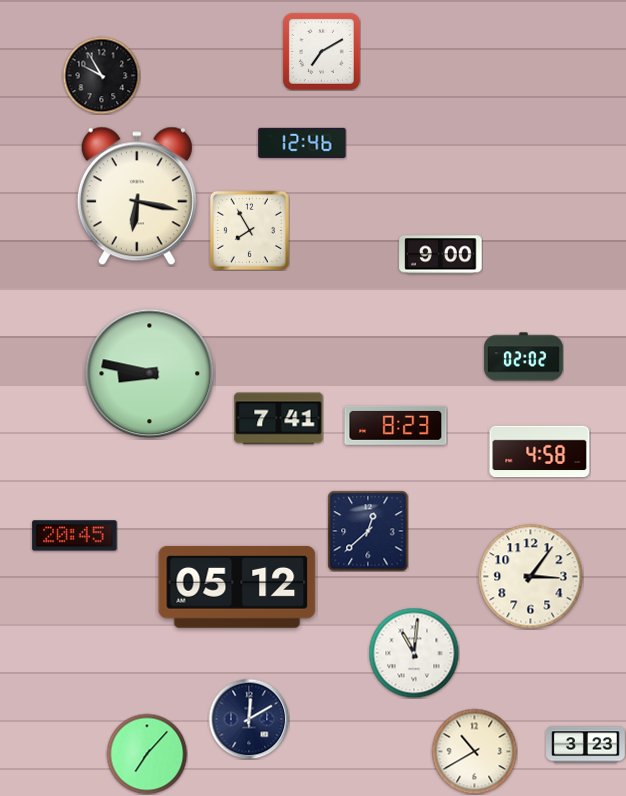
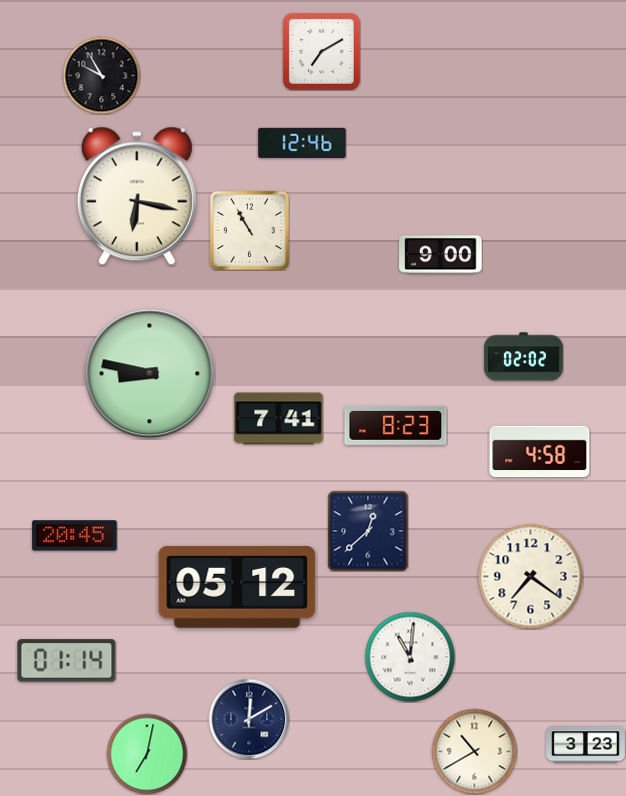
clock at (249, 230): 7:55 -> 10:55
clock at (531, 577): 3:06 -> 7:21
clock at (414, 653) position: (414, 653) -> (410, 657)
clock at (67, 661): none -> 01:14
clock at (147, 754): 7:07 -> 7:02
